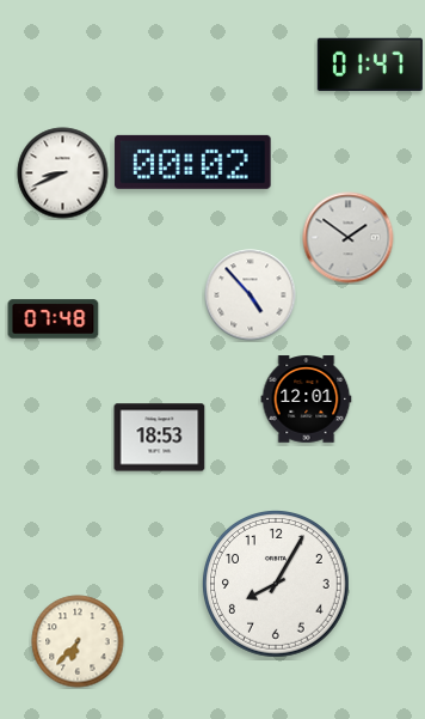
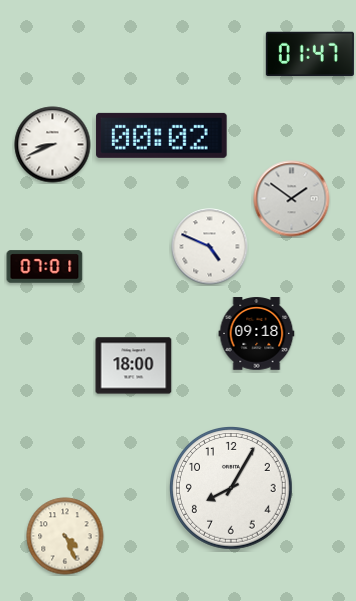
clock at (251, 295): 4:53 -> 4:49
clock at (54, 319): 07:48 -> 07:01
clock at (307, 400): 12:01 -> 09:18
clock at (160, 438): 18:53 -> 18:00
clock at (78, 641): 6:37 -> 4:26
